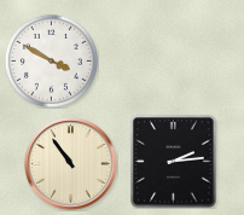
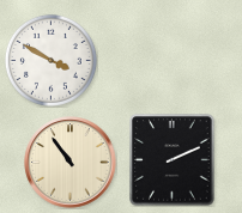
clock at (174, 162): 2:14 -> 2:11
